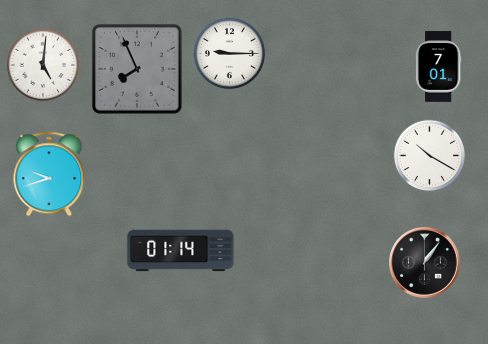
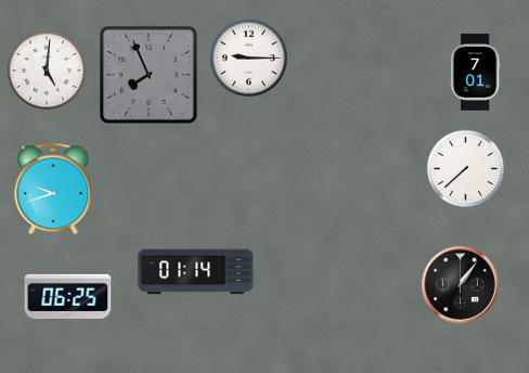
clock at (429, 155): 10:20 -> 7:38
clock at (68, 296): none -> 06:25
